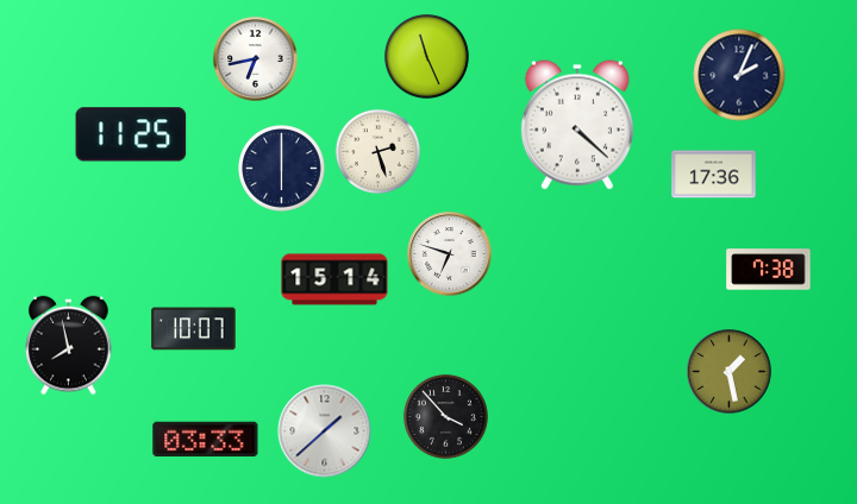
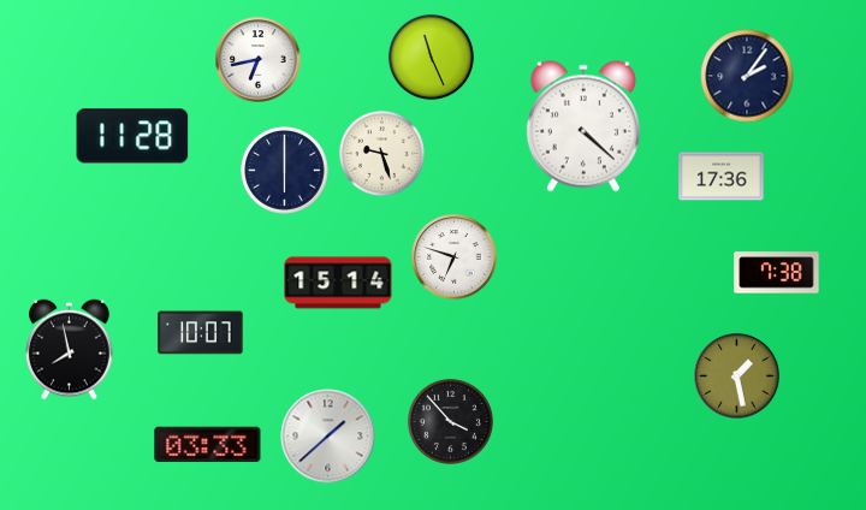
clock at (739, 75): 2:04 -> 2:06
clock at (131, 134): 11:25 -> 11:28
clock at (377, 151): 2:27 -> 9:27
clock at (194, 329) position: (194, 329) -> (201, 333)
